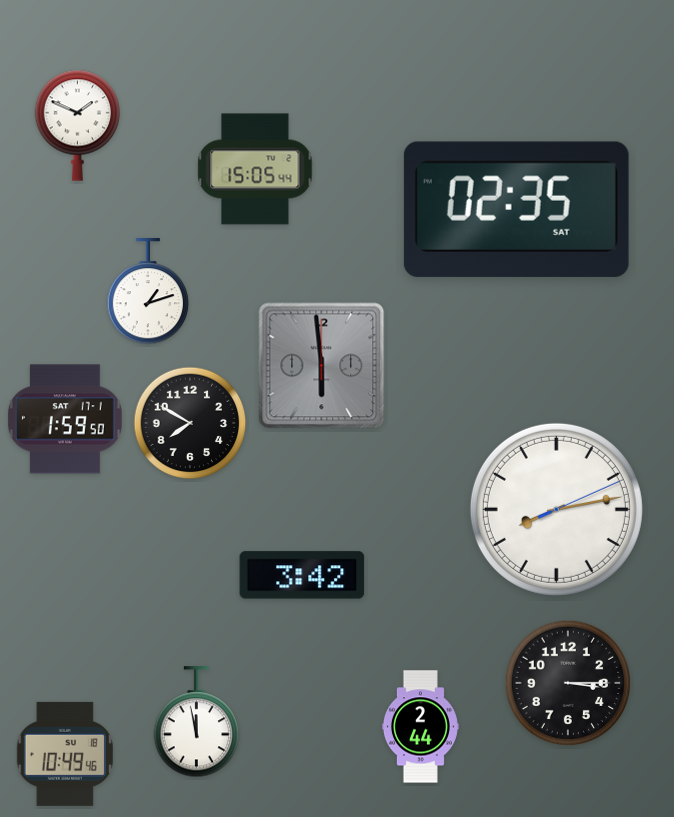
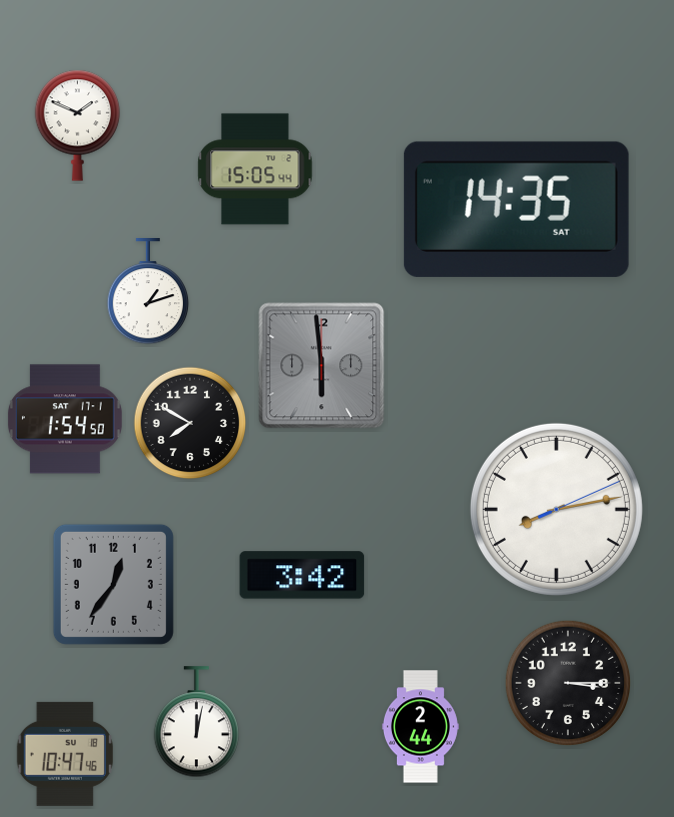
clock at (516, 209): 02:35 -> 14:35
clock at (65, 419): 1:59 -> 1:54
clock at (113, 584): none -> 12:36
clock at (197, 722): 11:58 -> 12:02
clock at (65, 754): 10:49 -> 10:47
